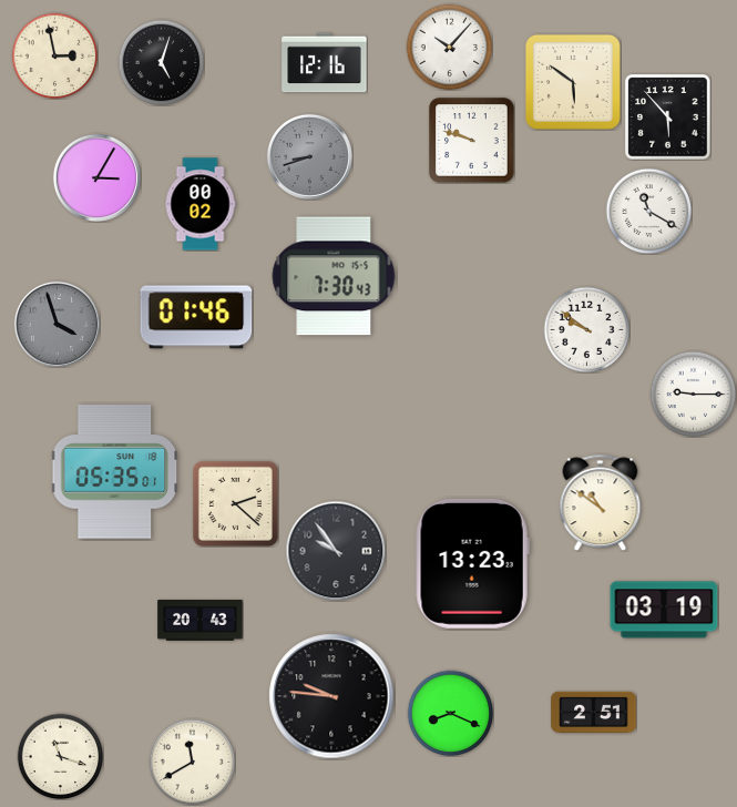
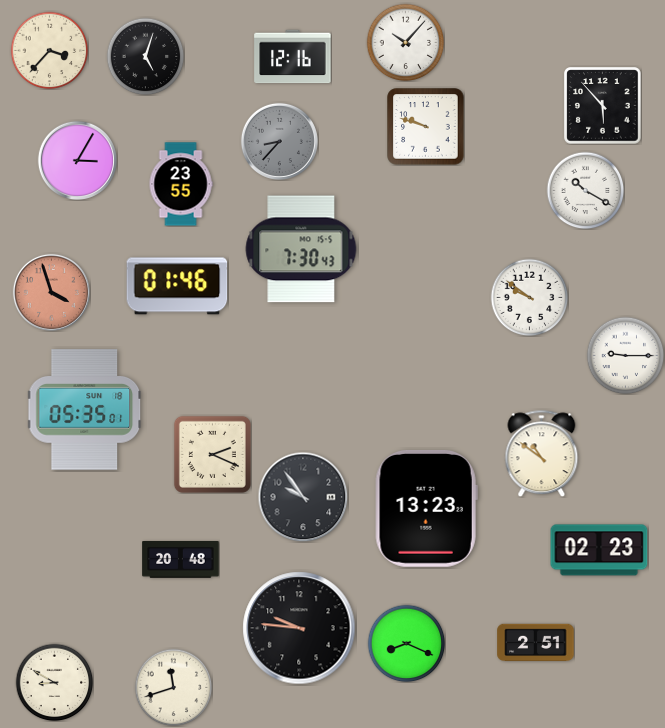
clock at (54, 55): 2:58 -> 3:37
clock at (573, 82): 5:51 -> none
clock at (309, 156): 8:42 -> 8:37
clock at (96, 177) position: (96, 177) -> (77, 160)
clock at (201, 204): 00:02 -> 23:55
clock at (648, 211): 11:20 -> 10:20
clock at (57, 324) dial: grey -> salmon
clock at (115, 472) position: (115, 472) -> (85, 410)
clock at (235, 503): 2:22 -> 2:19
clock at (664, 610): 03:19 -> 02:23
clock at (201, 621): 20:43 -> 20:48
clock at (60, 756): 11:18 -> 8:50
clock at (192, 762): 11:40 -> 11:42
